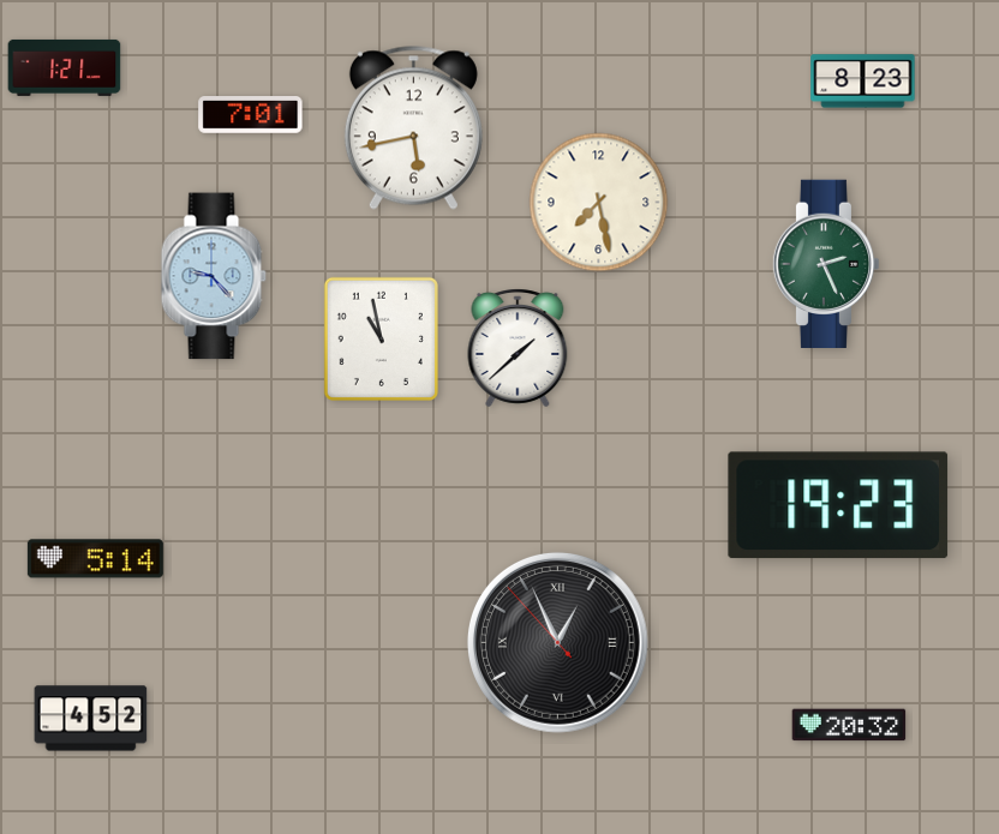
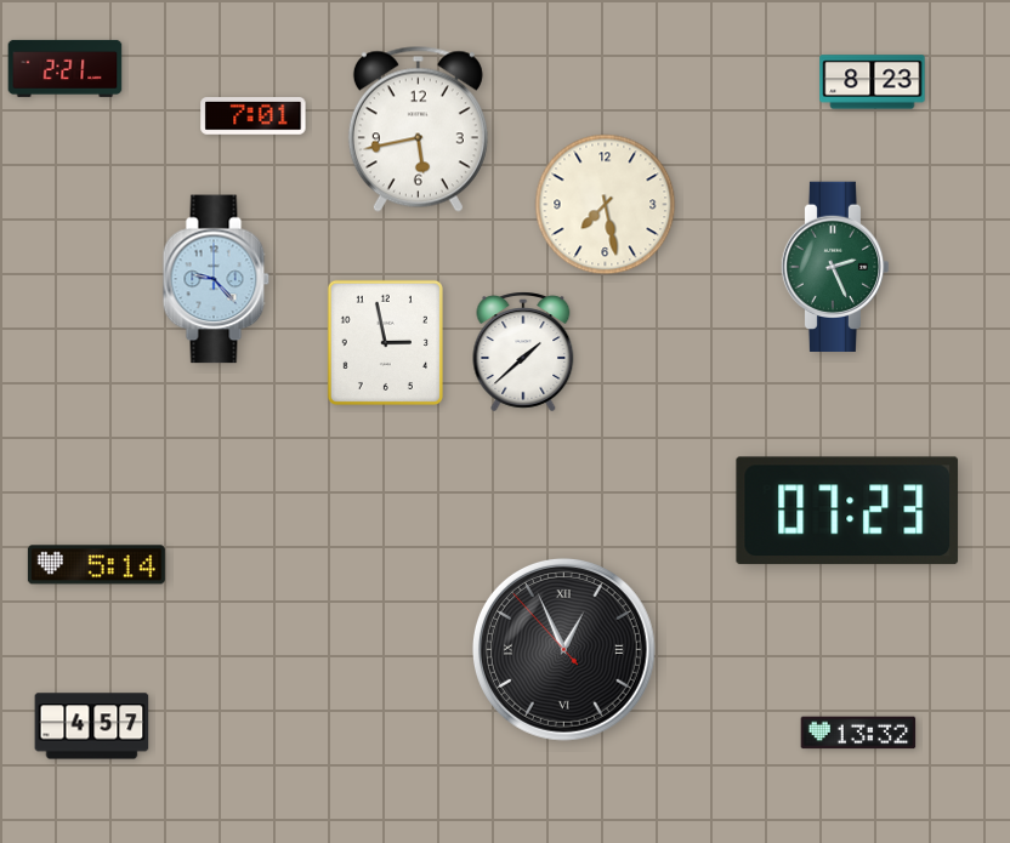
clock at (65, 67): 1:21 -> 2:21
clock at (381, 338): 10:58 -> 2:58
clock at (838, 505): 19:23 -> 07:23
clock at (91, 719): 4:52 -> 4:57
clock at (849, 725): 20:32 -> 13:32
